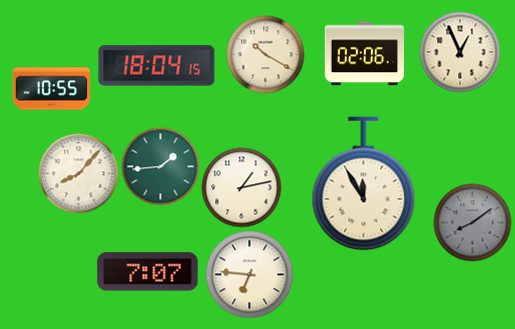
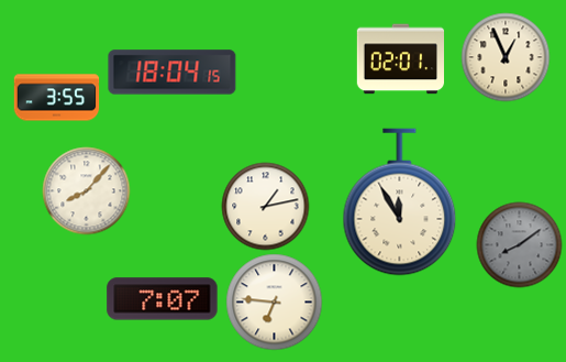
clock at (265, 54): 10:20 -> none
clock at (364, 54): 02:06 -> 02:01
clock at (51, 89): 10:55 -> 3:55
clock at (160, 166): 1:44 -> none
